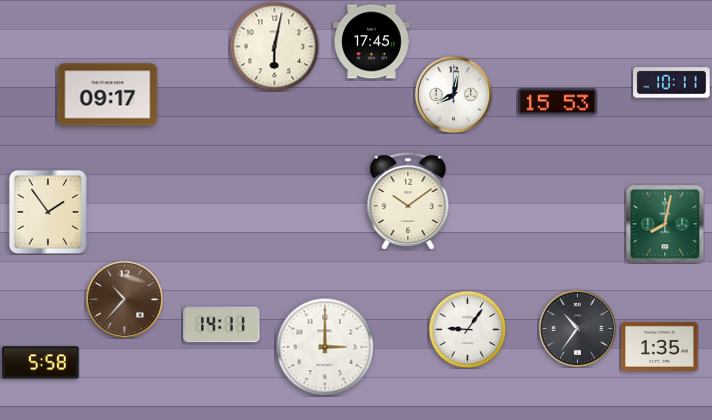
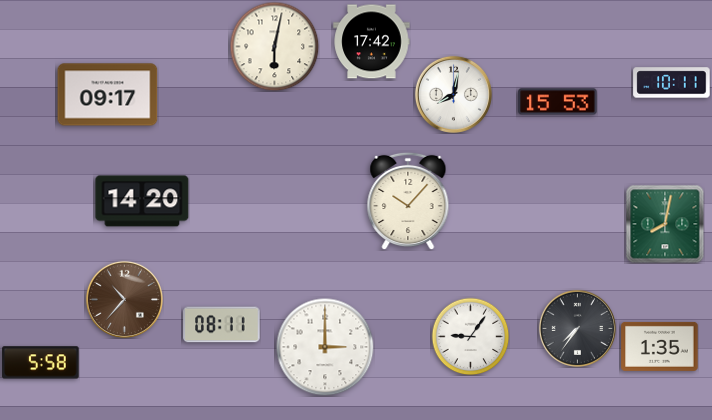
clock at (372, 42): 17:45 -> 17:42
clock at (142, 201): none -> 14:20
clock at (408, 201): 10:09 -> 10:07
clock at (48, 212): 1:54 -> none
clock at (222, 325): 14:11 -> 08:11
clock at (577, 328): 10:36 -> 7:36
clock at (467, 329) position: (467, 329) -> (470, 336)
